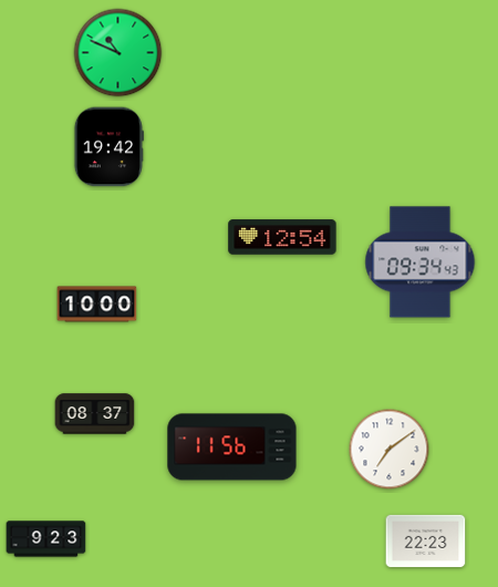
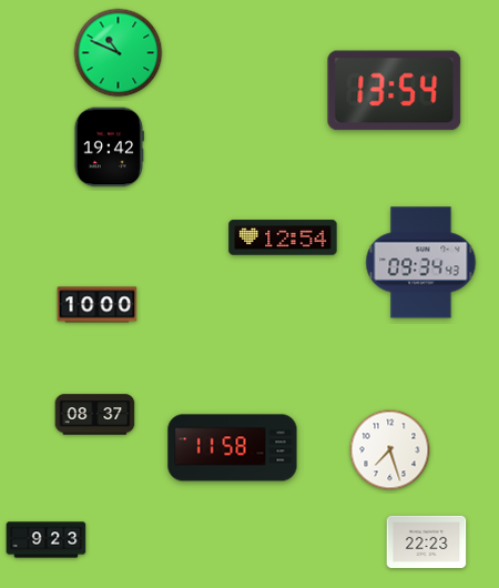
clock at (395, 91): none -> 13:54
clock at (232, 447): 11:56 -> 11:58
clock at (390, 450): 7:09 -> 7:27
